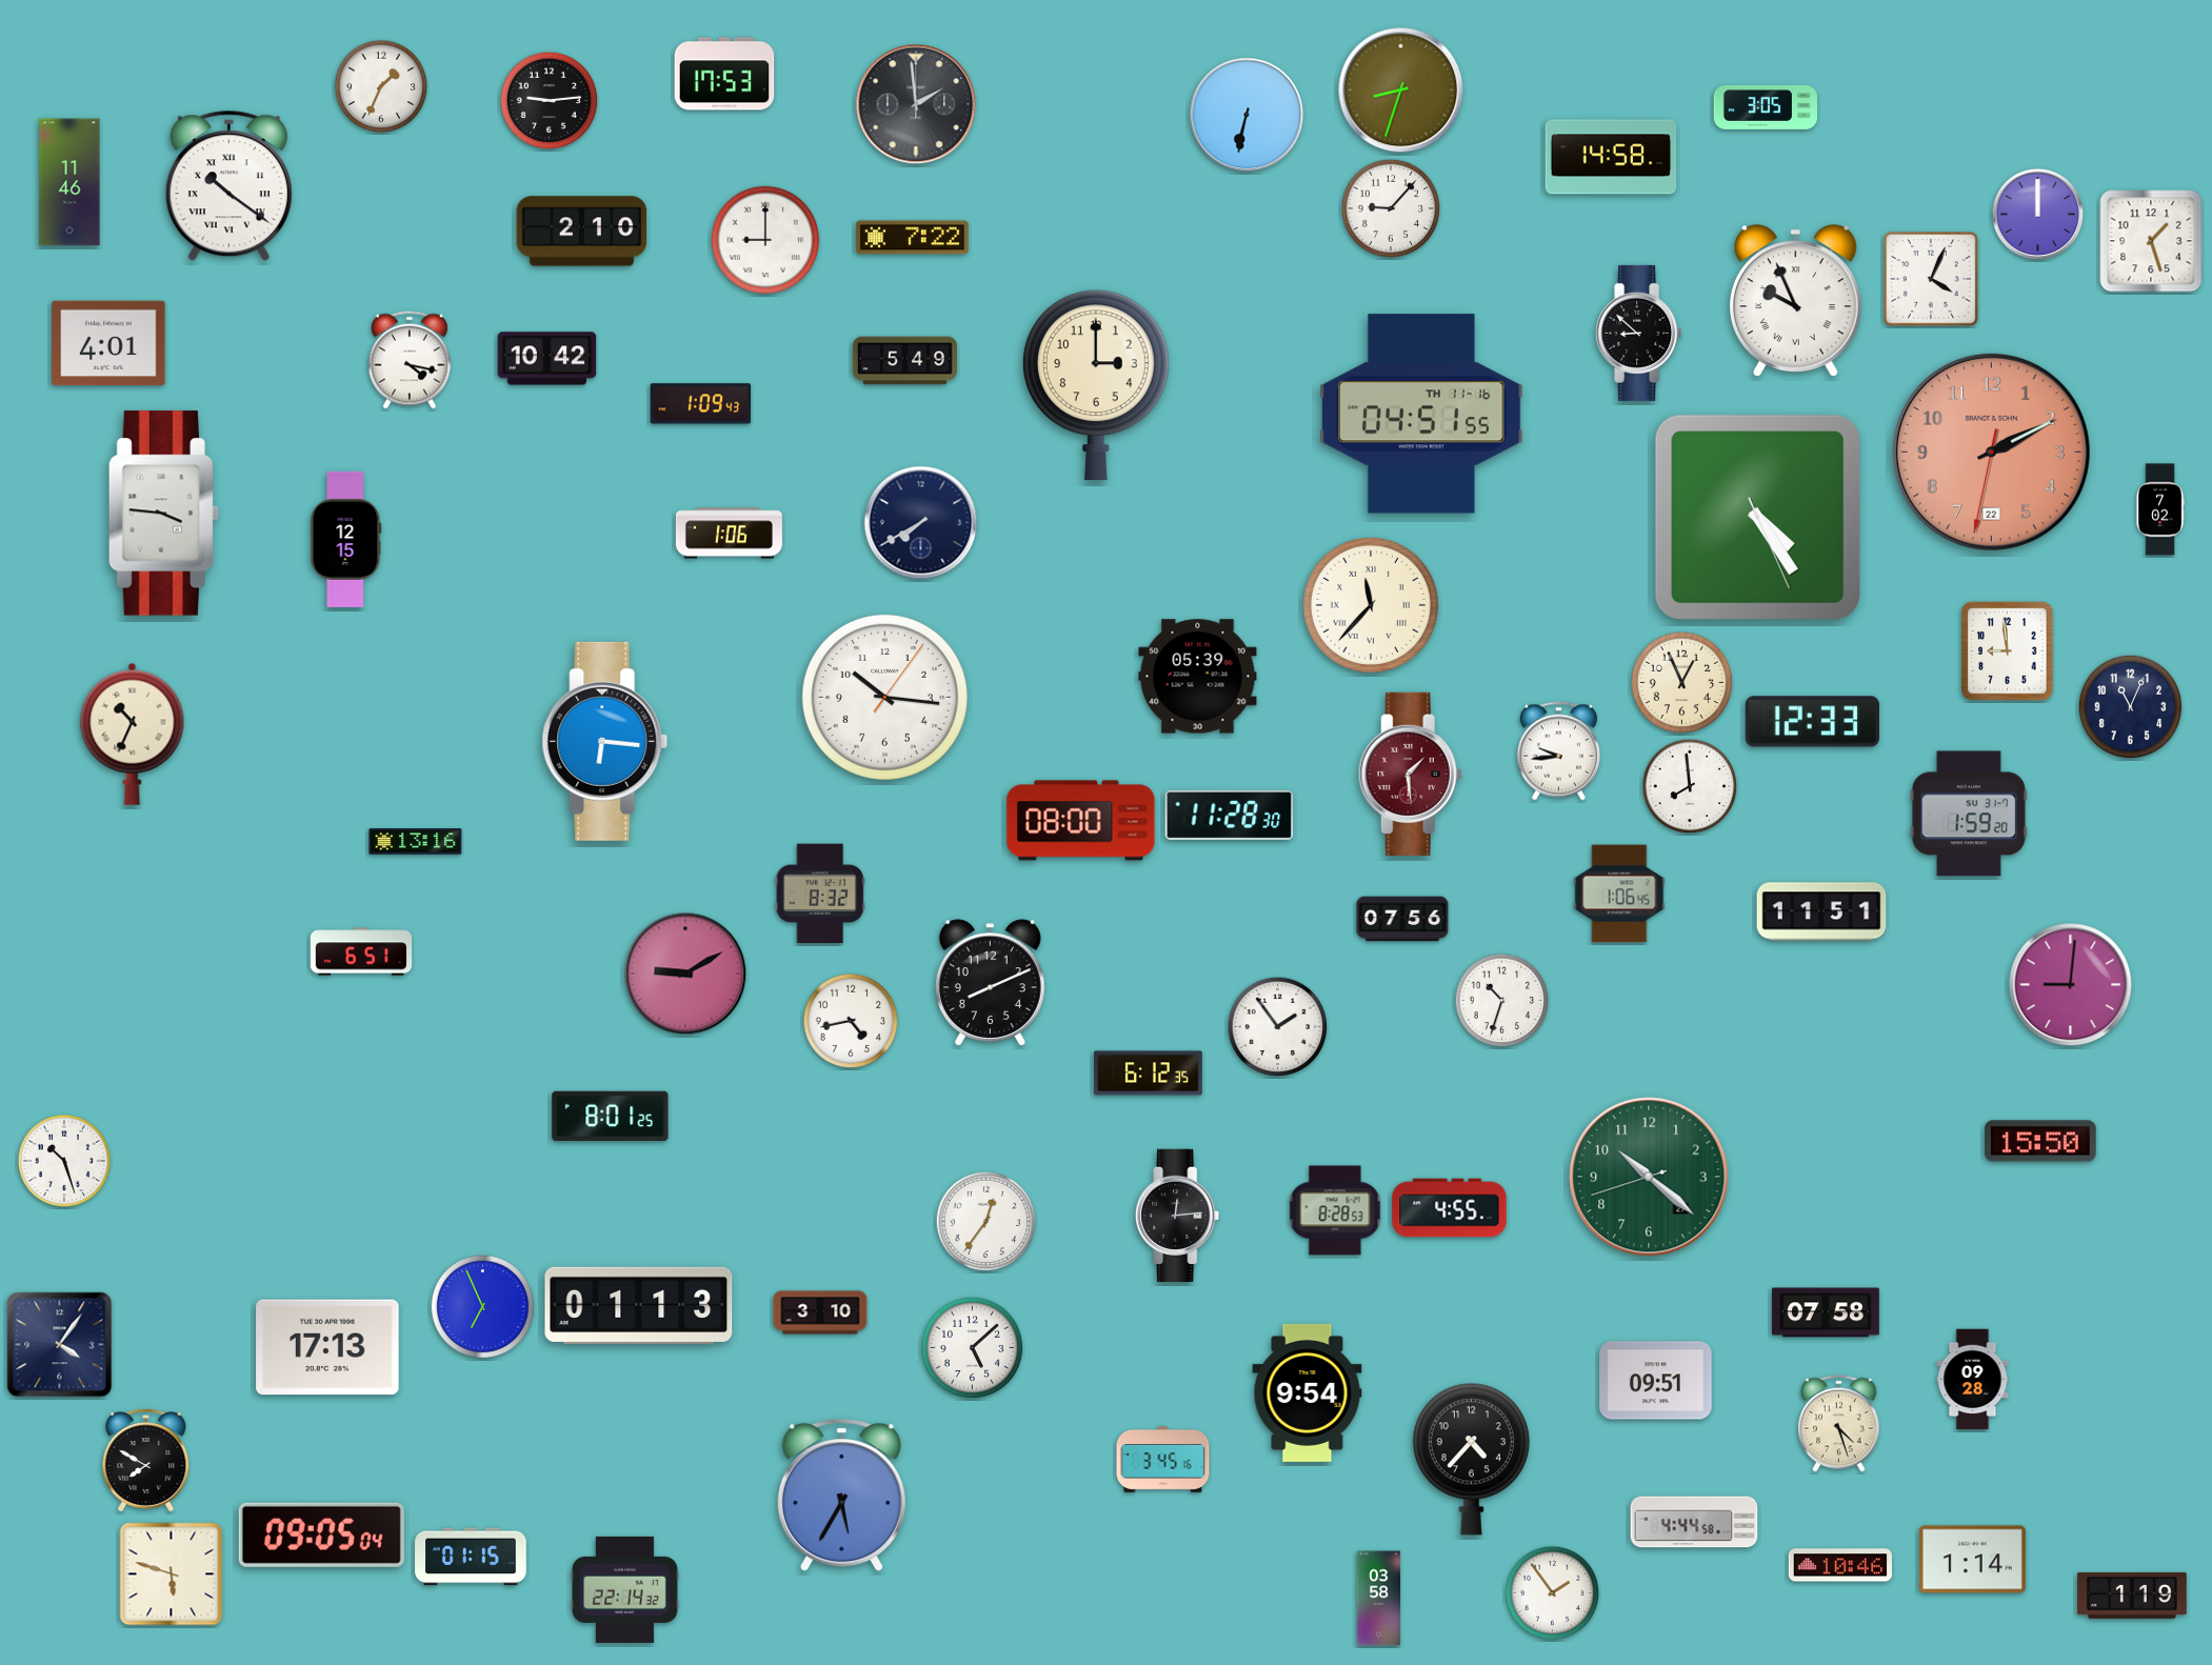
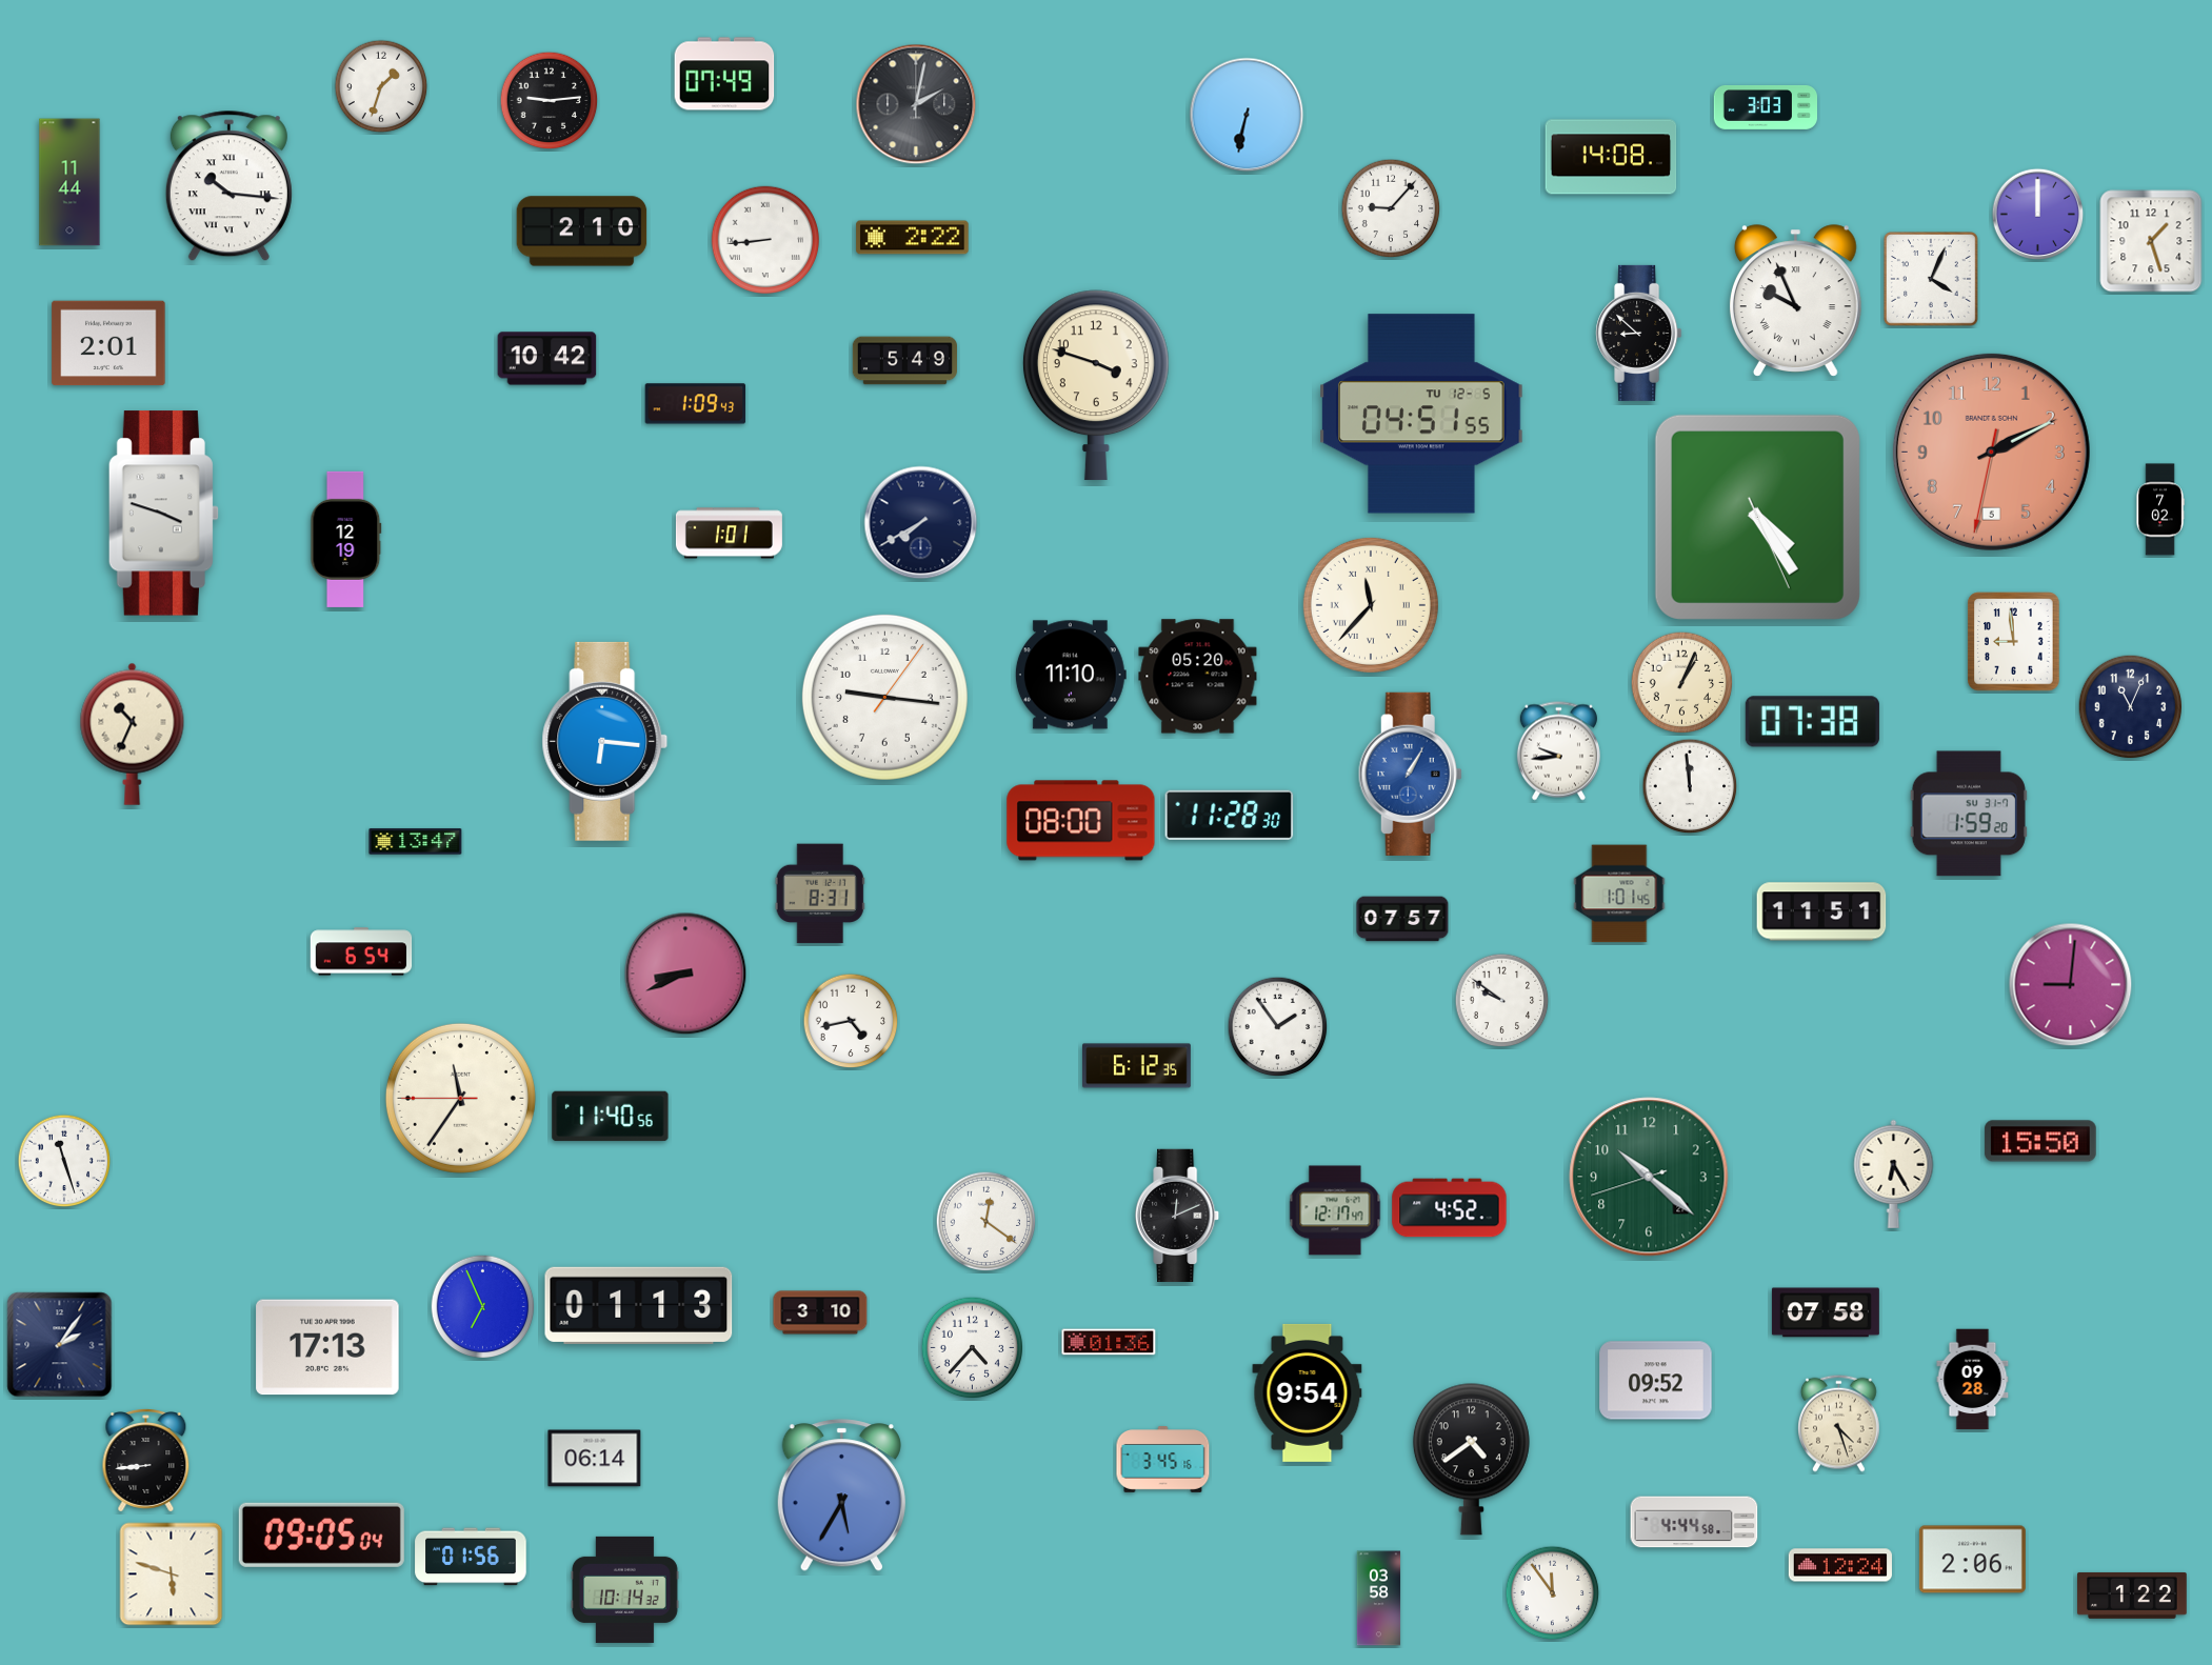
clock at (724, 74): 17:53 -> 07:49
clock at (381, 86): 1:34 -> 1:33
clock at (1401, 91): 8:33 -> none
clock at (916, 104): 1:59 -> 2:02
clock at (1765, 107): 3:05 -> 3:03
clock at (1611, 157): 14:58 -> 14:08
clock at (69, 182): 11:46 -> 11:44
clock at (228, 186): 10:21 -> 10:16
clock at (913, 238): 7:22 -> 2:22
clock at (765, 240): 9:00 -> 8:44
clock at (108, 343): 4:01 -> 2:01
clock at (410, 360): 4:17 -> none
clock at (1096, 385): 3:00 -> 3:48
clock at (701, 404) position: (701, 404) -> (696, 404)
clock at (1421, 414) date: TH 11-16 -> TU 12-5
clock at (1991, 452) date: 22 -> 5
clock at (163, 514): 3:46 -> 3:48
clock at (729, 534): 1:06 -> 1:01
clock at (346, 539): 12:15 -> 12:19
clock at (2008, 651) position: (2008, 651) -> (2014, 642)
clock at (1071, 675): none -> 11:10
clock at (1198, 677): 05:39 -> 05:20
clock at (1682, 683): 12:56 -> 1:04
clock at (884, 697): 10:16 -> 9:16
clock at (1812, 722): 12:33 -> 07:38
clock at (1410, 774): 1:29 -> 1:05
clock at (1410, 774) dial: burgundy -> blue
clock at (1690, 786): 7:59 -> 11:59
clock at (416, 842): 13:16 -> 13:47
clock at (820, 894): 8:32 -> 8:31
clock at (1619, 894): 1:06 -> 1:01
clock at (1402, 919): 07:56 -> 07:57
clock at (361, 951): 6:51 -> 6:54
clock at (685, 974): 9:10 -> 8:41
clock at (990, 983): 8:11 -> none
clock at (1502, 1001): 10:33 -> 9:51
clock at (1148, 1074) position: (1148, 1074) -> (1136, 1066)
clock at (460, 1098): none -> 11:35
clock at (611, 1117): 8:01 -> 11:40
clock at (64, 1161): 10:27 -> 11:27
clock at (1894, 1173): none -> 6:25
clock at (1450, 1208): 4:55 -> 4:52
clock at (1335, 1210): 8:28 -> 12:17
clock at (1178, 1215): 12:14 -> 12:11
clock at (987, 1222): 12:36 -> 12:21
clock at (1109, 1342): none -> 01:36
clock at (60, 1345): 4:06 -> 2:06
clock at (973, 1348): 5:08 -> 4:37
clock at (1656, 1381): 09:51 -> 09:52
clock at (595, 1459): none -> 06:14
clock at (1471, 1459): 4:37 -> 4:39
clock at (146, 1461): 7:50 -> 8:44
clock at (471, 1557): 01:15 -> 01:56
clock at (1972, 1560): 1:14 -> 2:06
clock at (1840, 1565): 10:46 -> 12:24
clock at (624, 1589): 22:14 -> 10:14
clock at (1553, 1593): 1:54 -> 11:54
clock at (2133, 1596): 1:19 -> 1:22
